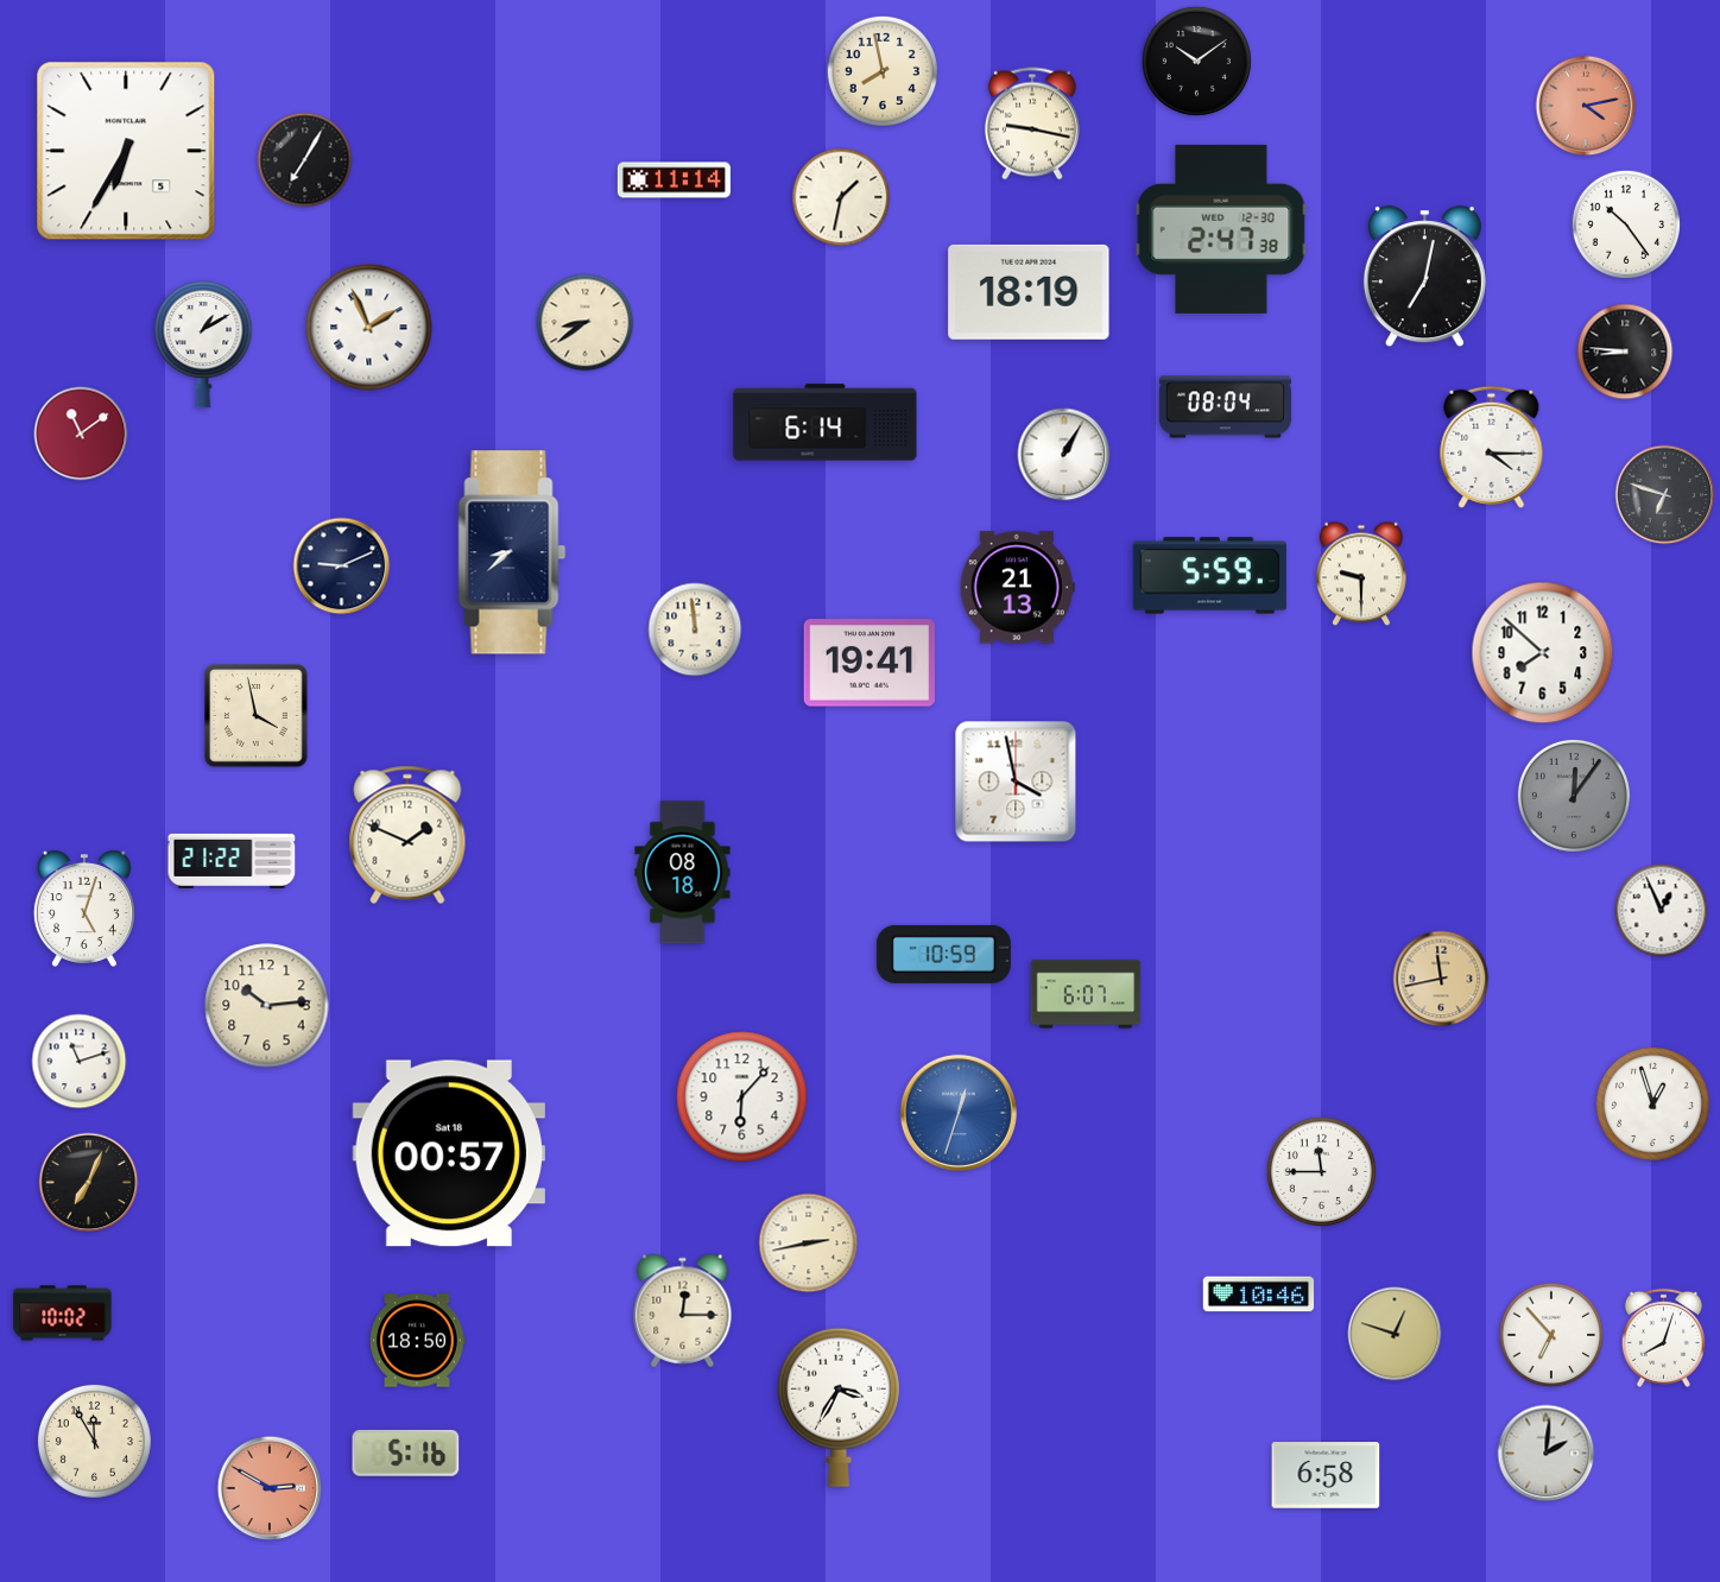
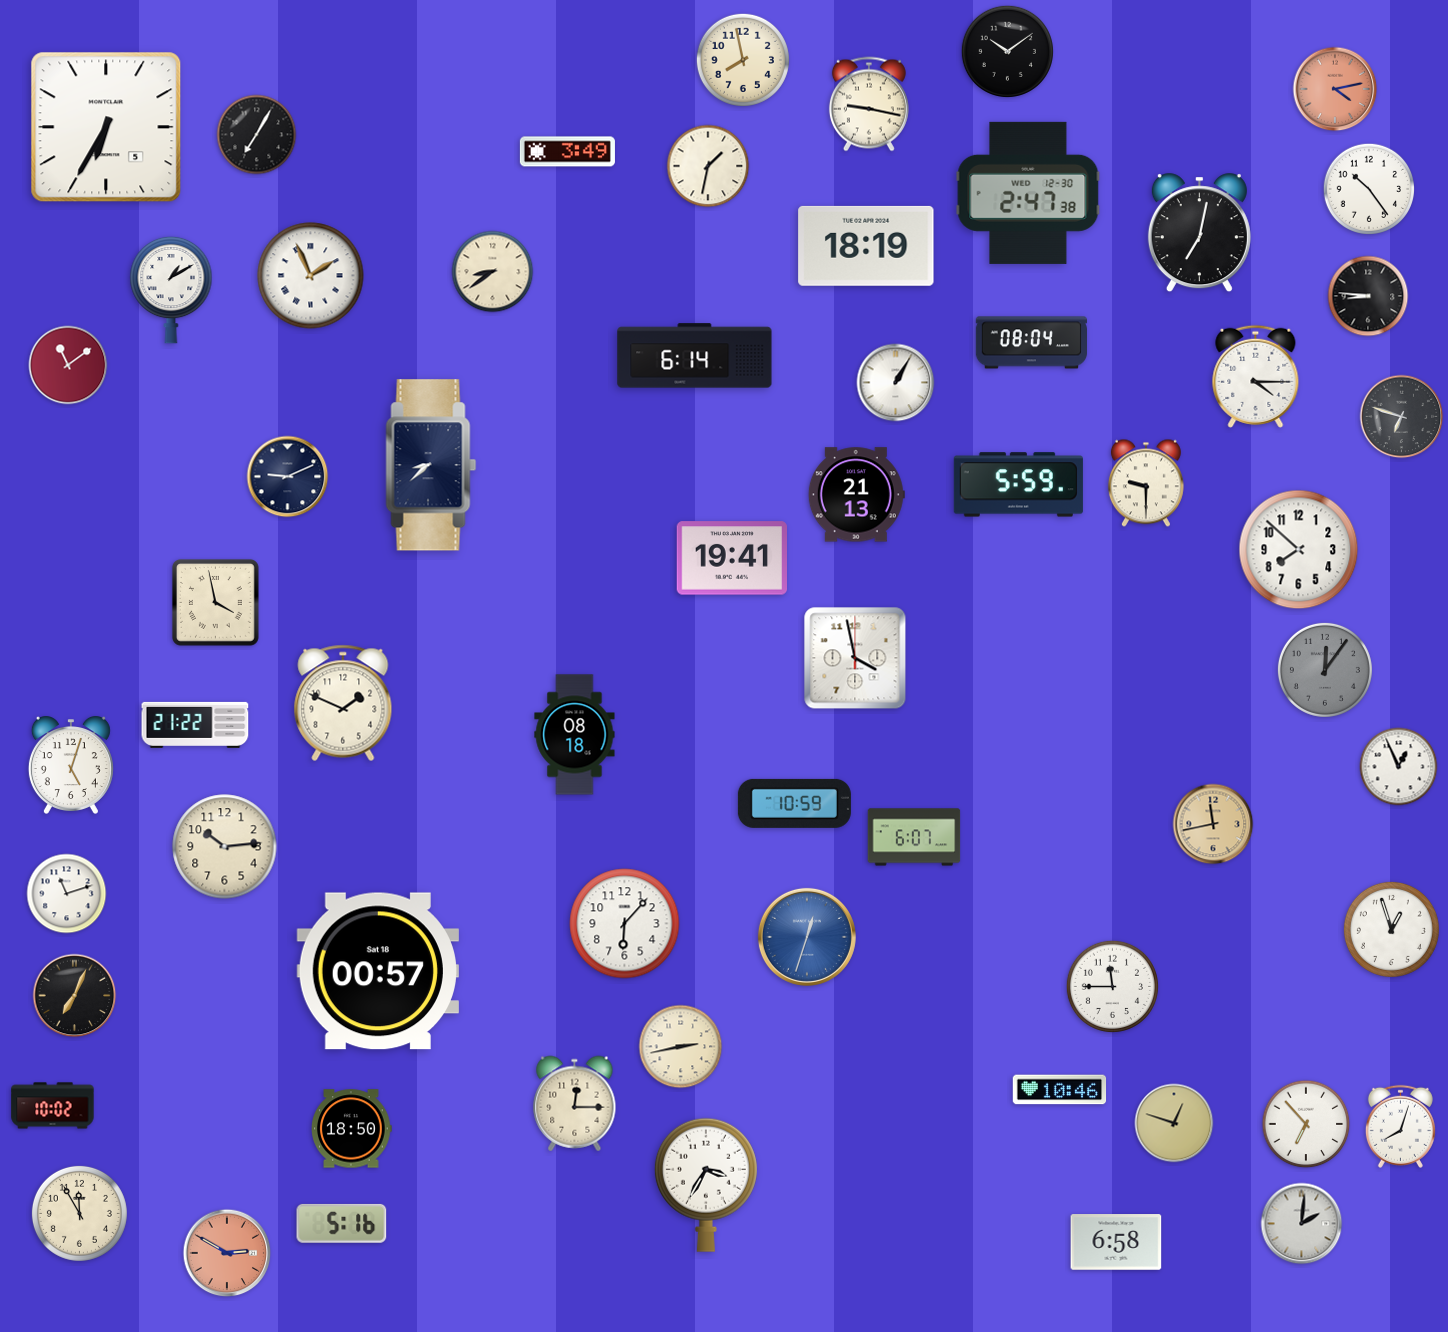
clock at (674, 181): 11:14 -> 3:49
clock at (695, 629): 11:59 -> none
